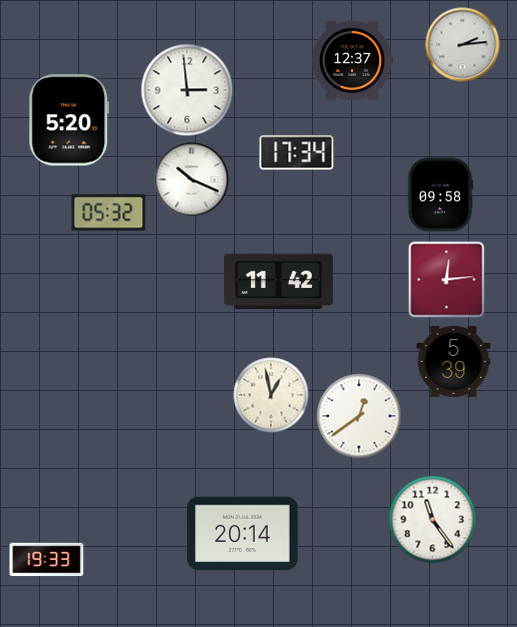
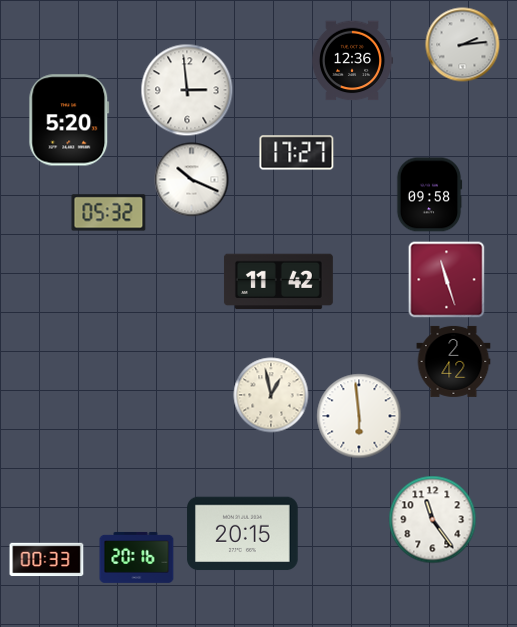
clock at (351, 61): 12:37 -> 12:36
clock at (297, 153): 17:34 -> 17:27
clock at (440, 195) position: (440, 195) -> (429, 195)
clock at (447, 280): 12:14 -> 11:27
clock at (454, 361): 5:39 -> 2:42
clock at (359, 416): 12:39 -> 5:59
clock at (243, 534): 20:14 -> 20:15
clock at (137, 557): none -> 20:16
clock at (47, 560): 19:33 -> 00:33
